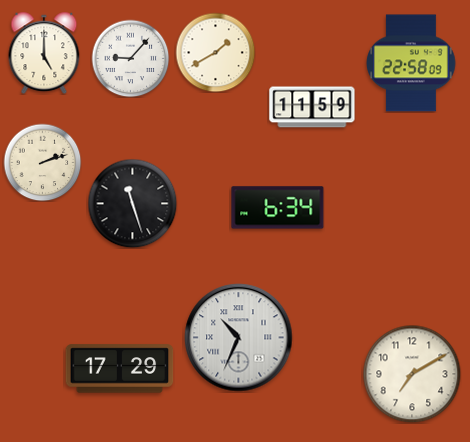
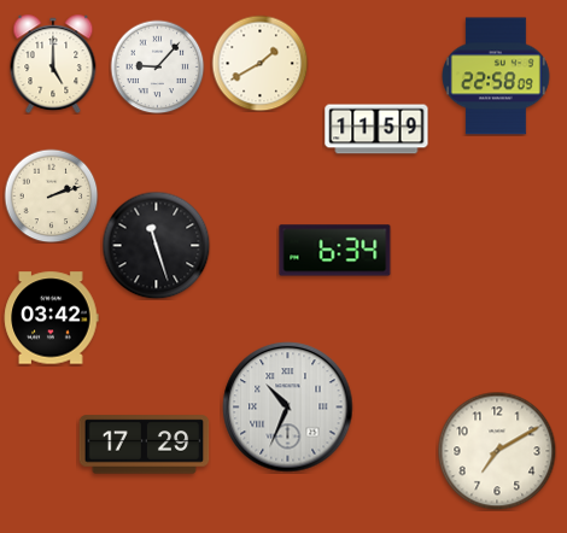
clock at (130, 58) position: (130, 58) -> (157, 66)
clock at (132, 203) position: (132, 203) -> (156, 245)
clock at (51, 318): none -> 03:42
